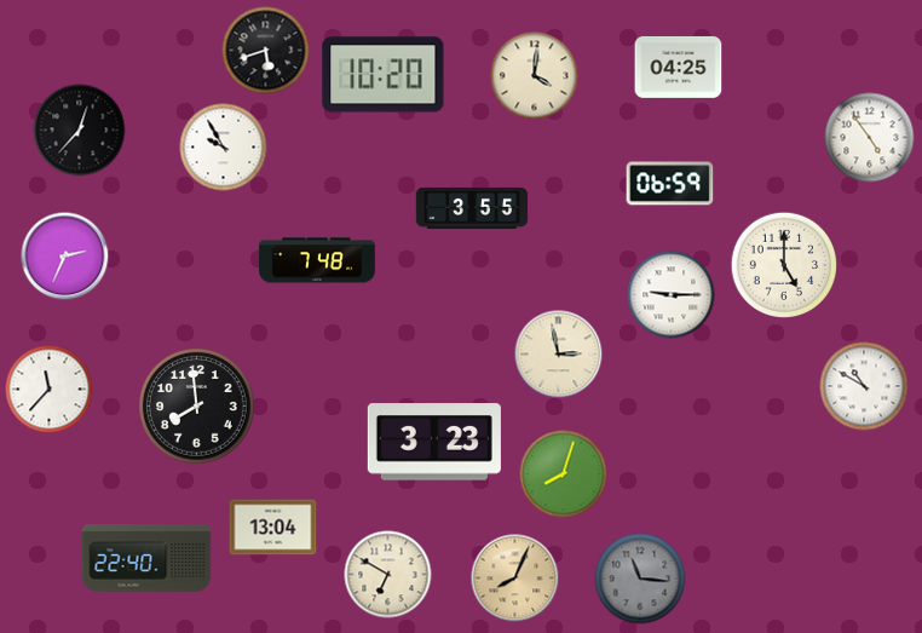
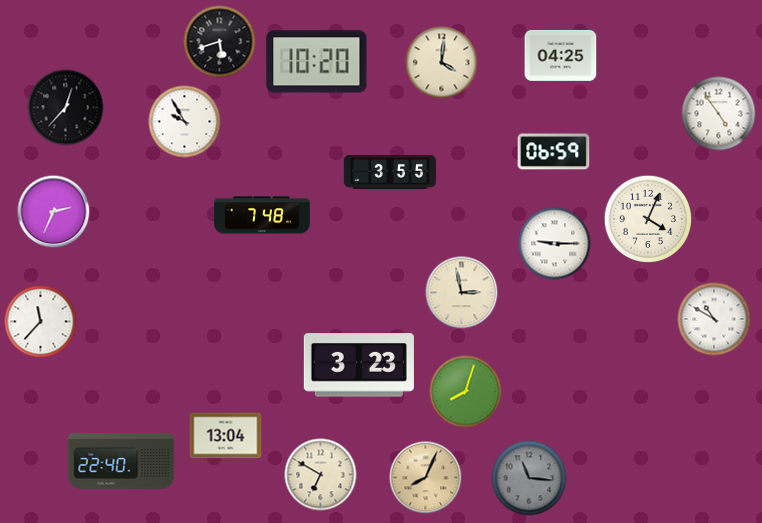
clock at (784, 265): 5:00 -> 4:04
clock at (197, 407): 7:59 -> none
